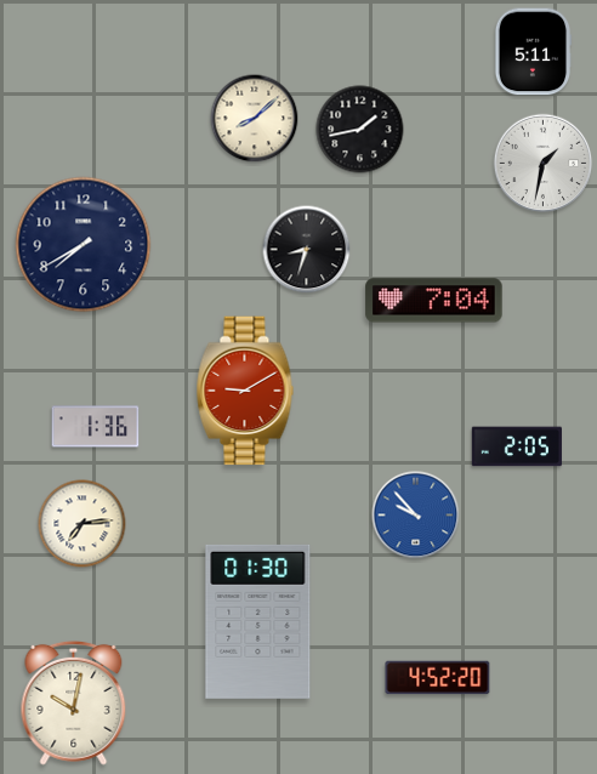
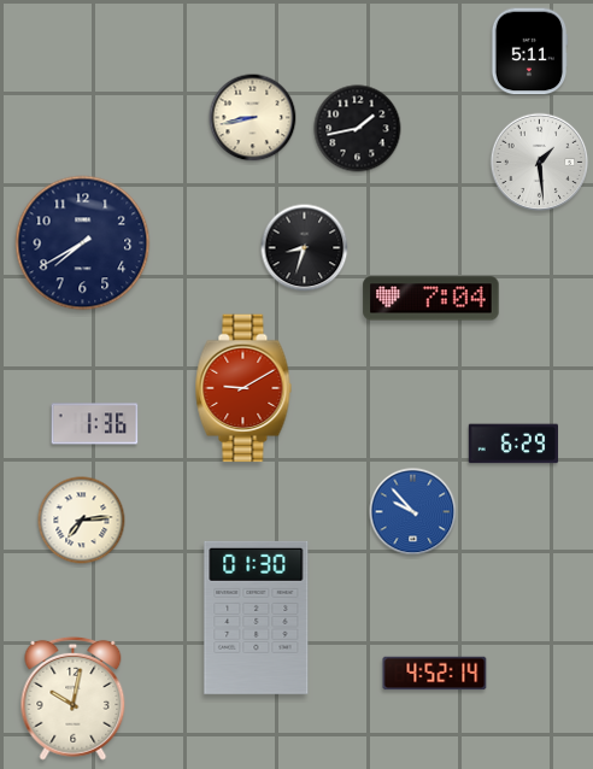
clock at (255, 119): 8:08 -> 8:43
clock at (544, 164): 1:32 -> 1:29
clock at (516, 446): 2:05 -> 6:29
clock at (438, 678): 4:52:20 -> 4:52:14
